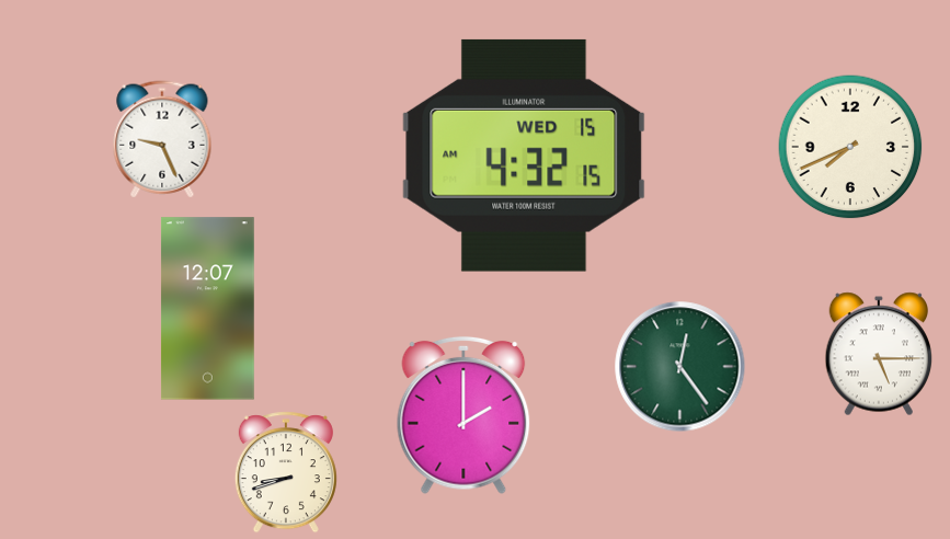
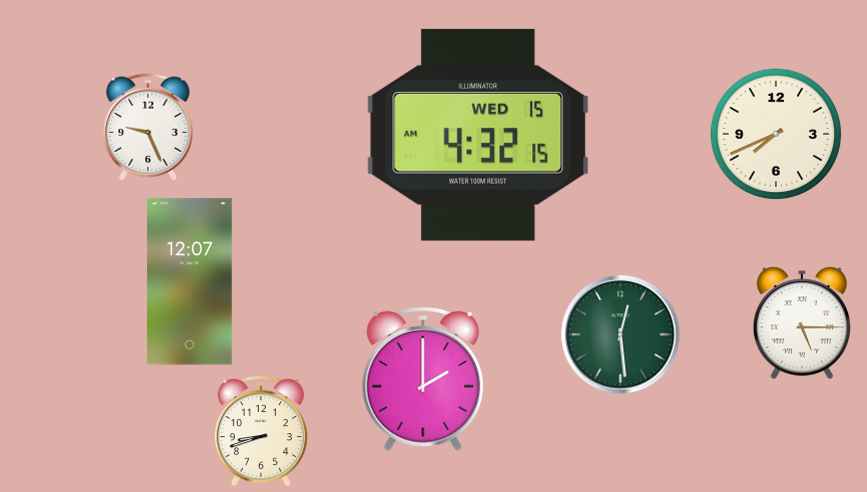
clock at (524, 156) position: (524, 156) -> (478, 135)
clock at (680, 367): 12:24 -> 12:29
